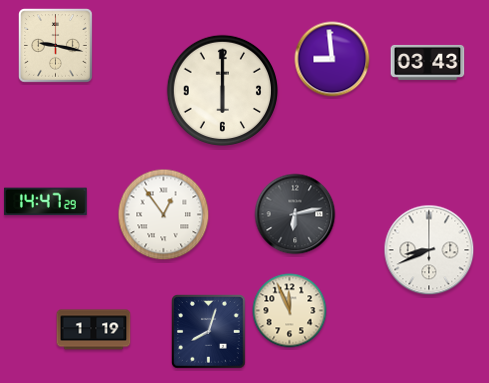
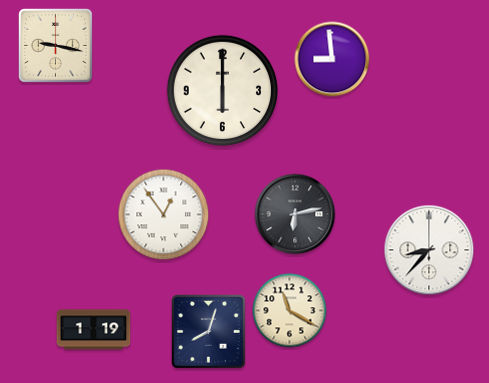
clock at (428, 62): 03:43 -> none
clock at (46, 202): 14:47 -> none
clock at (429, 250): 8:41 -> 8:37
clock at (290, 311): 11:56 -> 11:20
